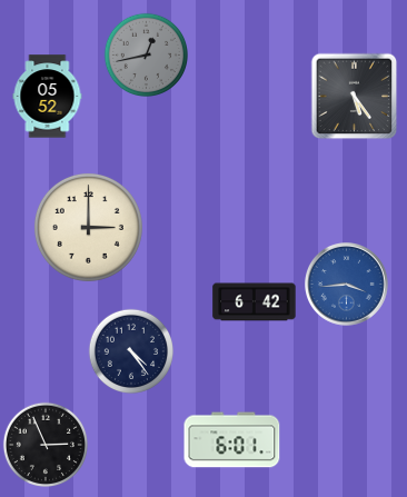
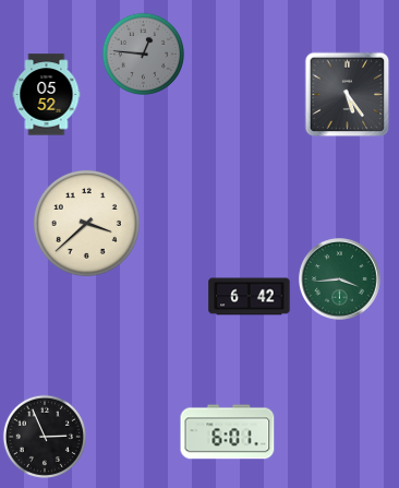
clock at (146, 54): 12:43 -> 12:46
clock at (88, 227): 3:00 -> 3:38
clock at (347, 285) dial: blue -> green
clock at (130, 350): 4:24 -> none
